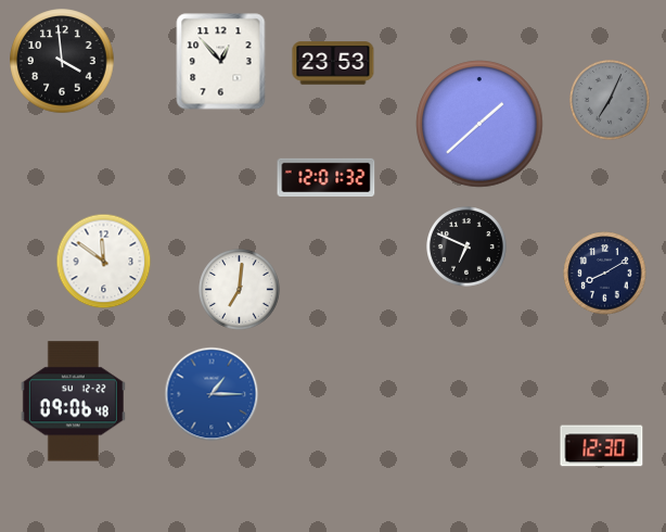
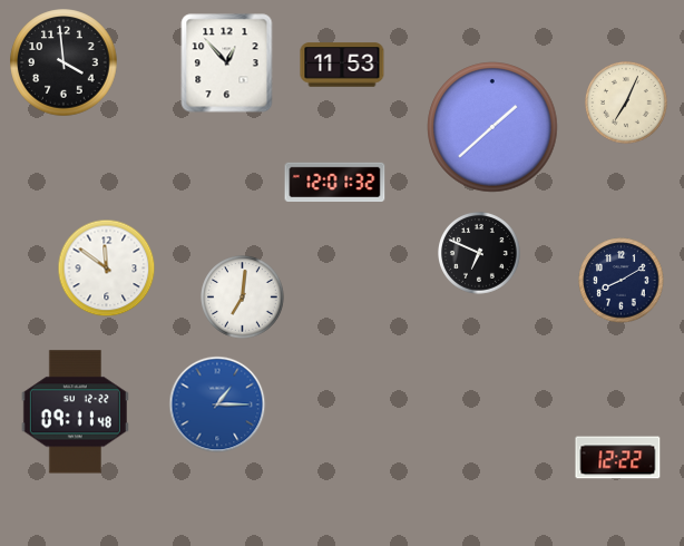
clock at (333, 63): 23:53 -> 11:53
clock at (611, 101) dial: grey -> cream
clock at (240, 290) position: (240, 290) -> (243, 298)
clock at (73, 402): 09:06 -> 09:11
clock at (602, 446): 12:30 -> 12:22
